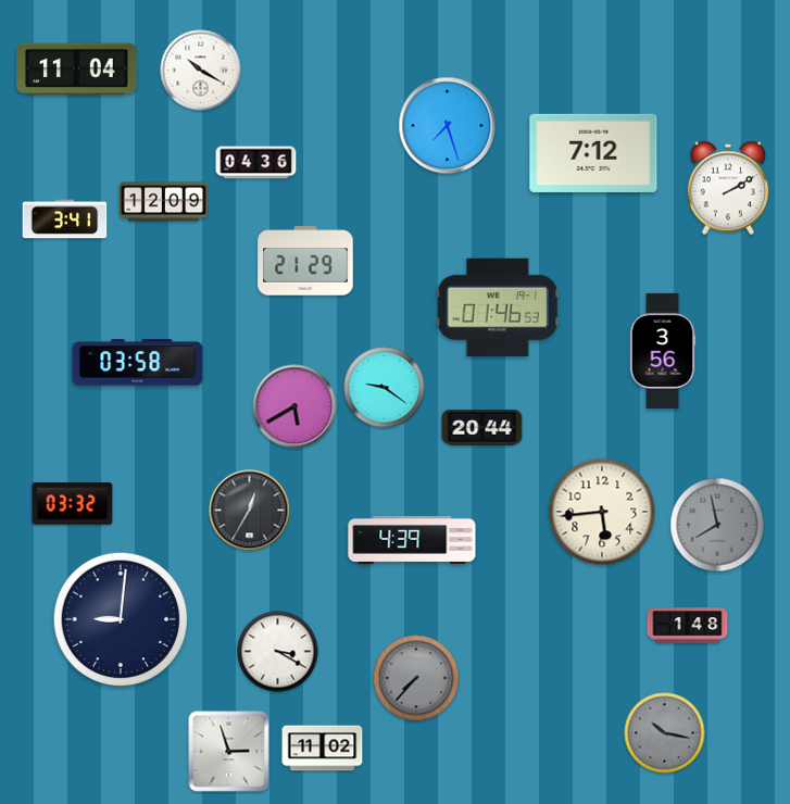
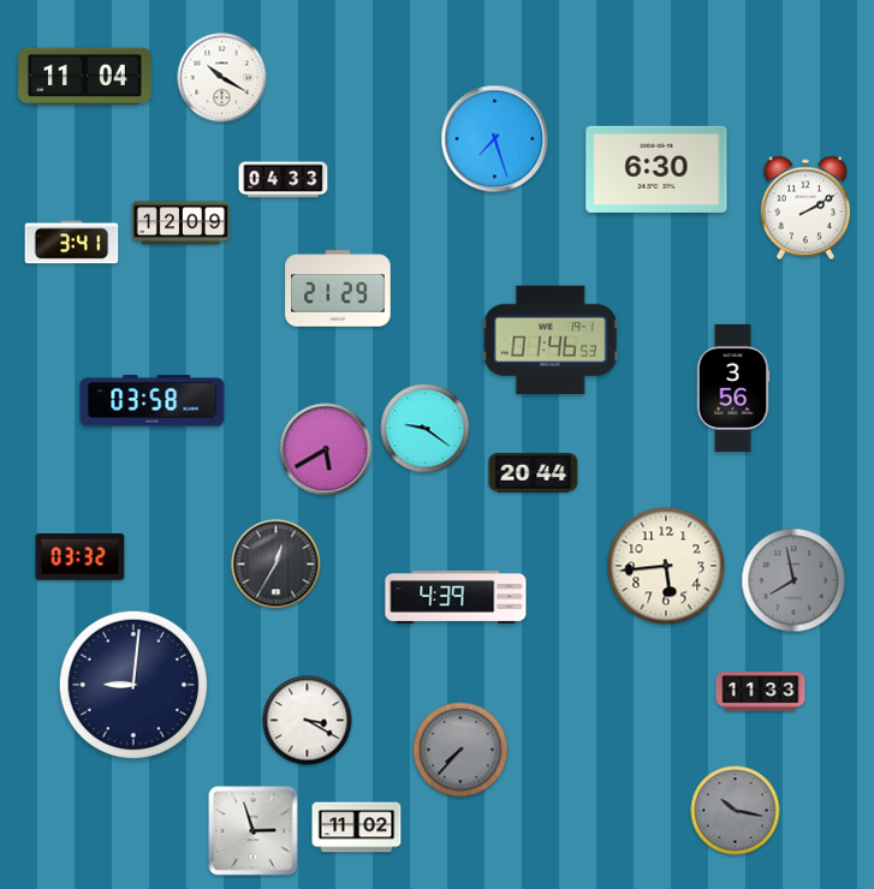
clock at (593, 153): 7:12 -> 6:30
clock at (256, 163): 04:36 -> 04:33
clock at (688, 626): 1:48 -> 11:33
